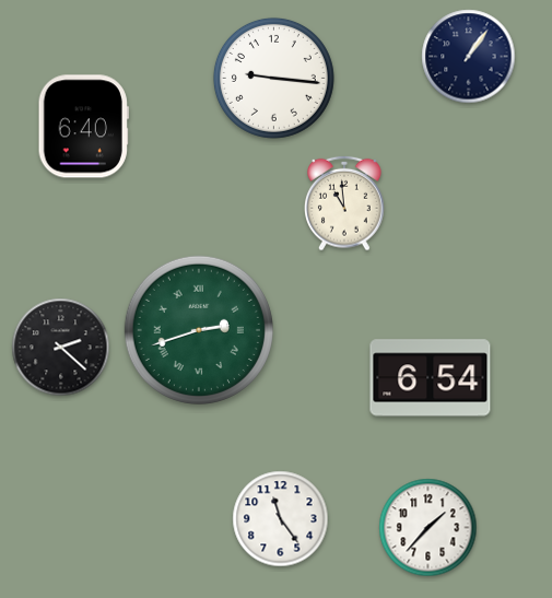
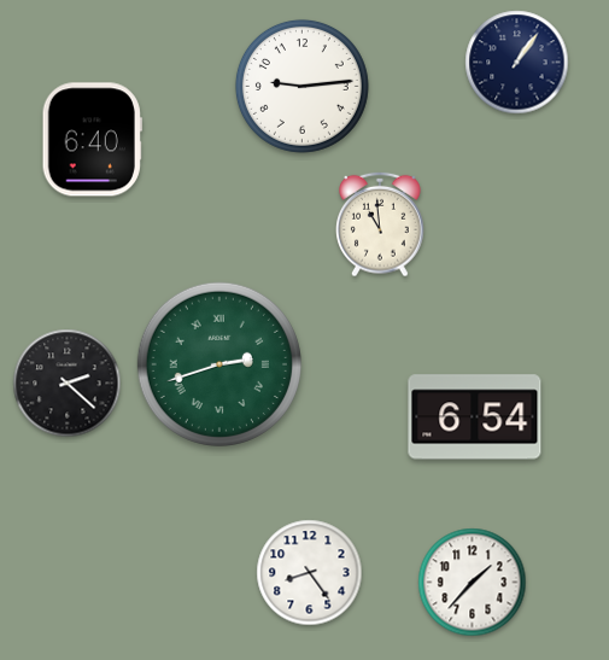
clock at (273, 78): 9:16 -> 9:14
clock at (281, 519): 11:24 -> 8:24
